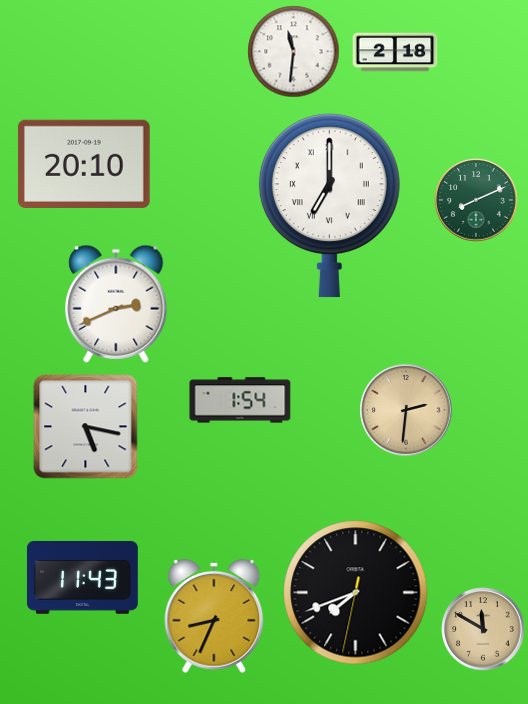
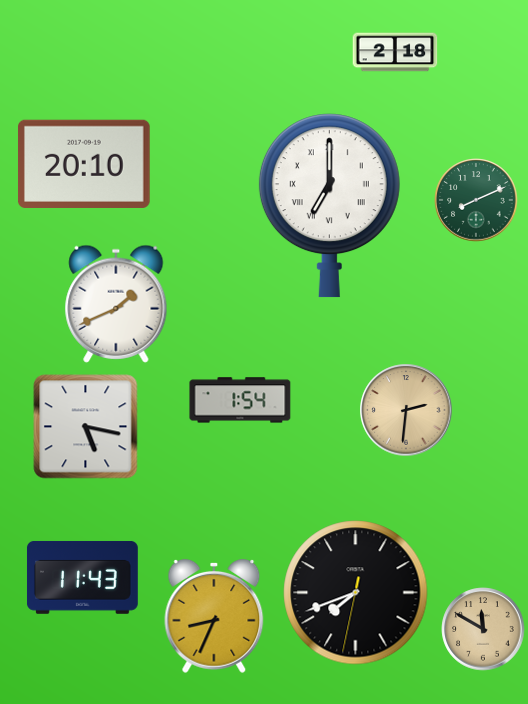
clock at (294, 52): 11:31 -> none
clock at (116, 304): 2:41 -> 1:41
